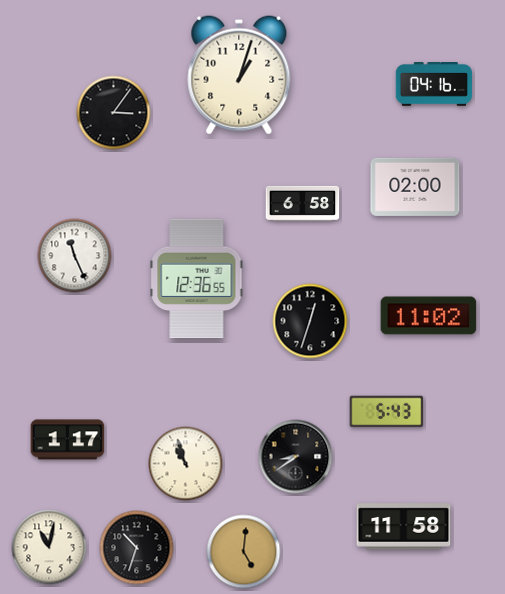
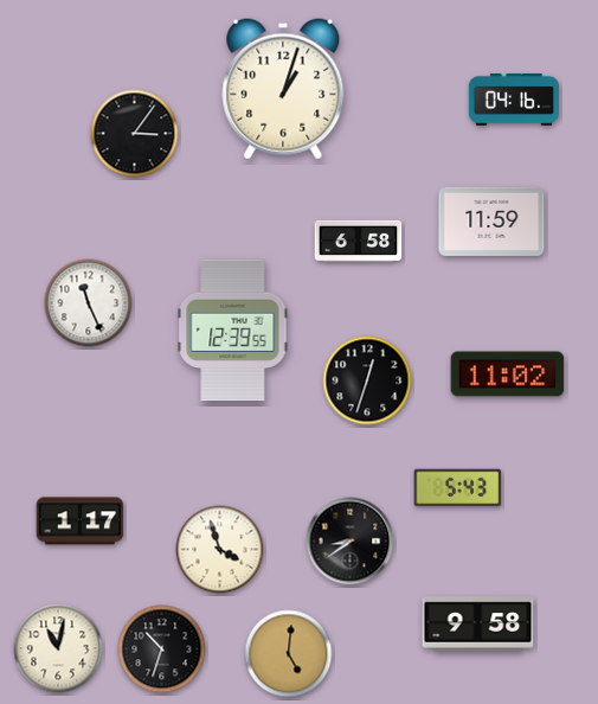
clock at (415, 187): 02:00 -> 11:59
clock at (197, 279): 12:36 -> 12:39
clock at (186, 464): 10:57 -> 3:57
clock at (404, 527): 11:58 -> 9:58
